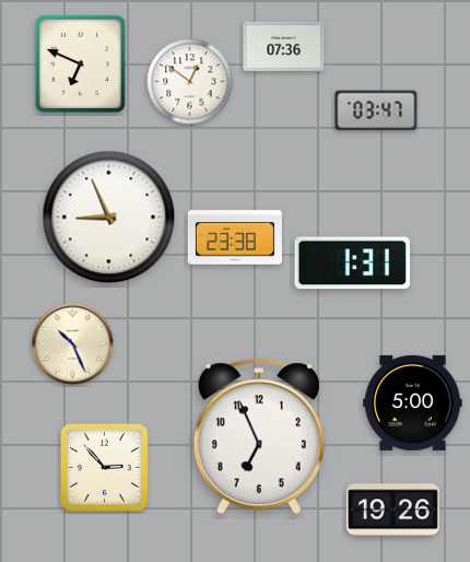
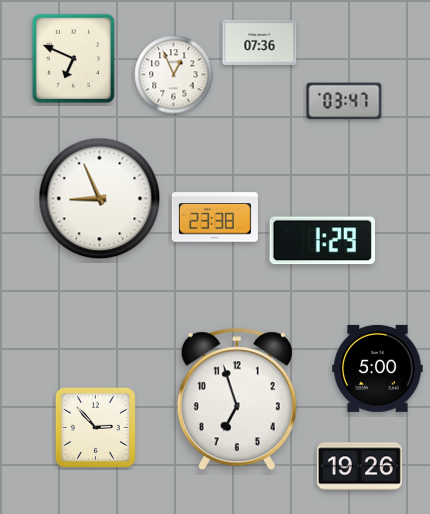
clock at (190, 82): 12:51 -> 12:56
clock at (352, 264): 1:31 -> 1:29
clock at (73, 344): 10:26 -> none
clock at (259, 436): 6:56 -> 6:57
